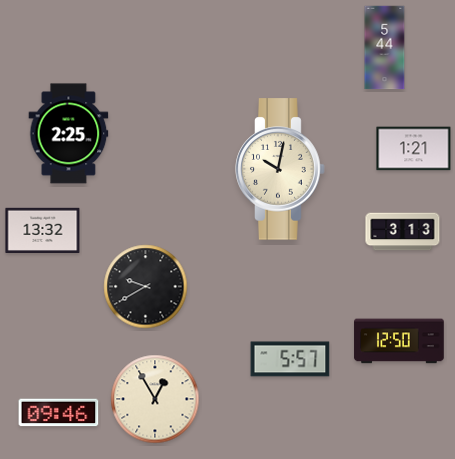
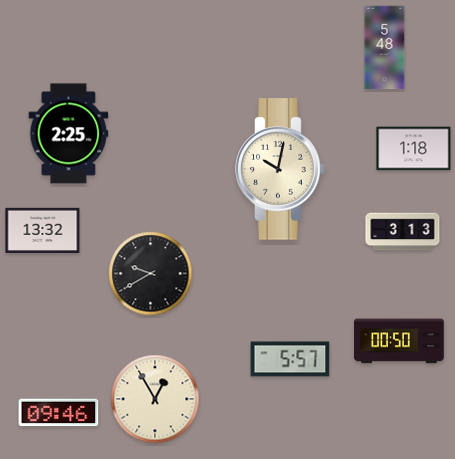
clock at (385, 48): 5:44 -> 5:48
clock at (414, 149): 1:21 -> 1:18
clock at (146, 287) position: (146, 287) -> (151, 274)
clock at (399, 341): 12:50 -> 00:50
